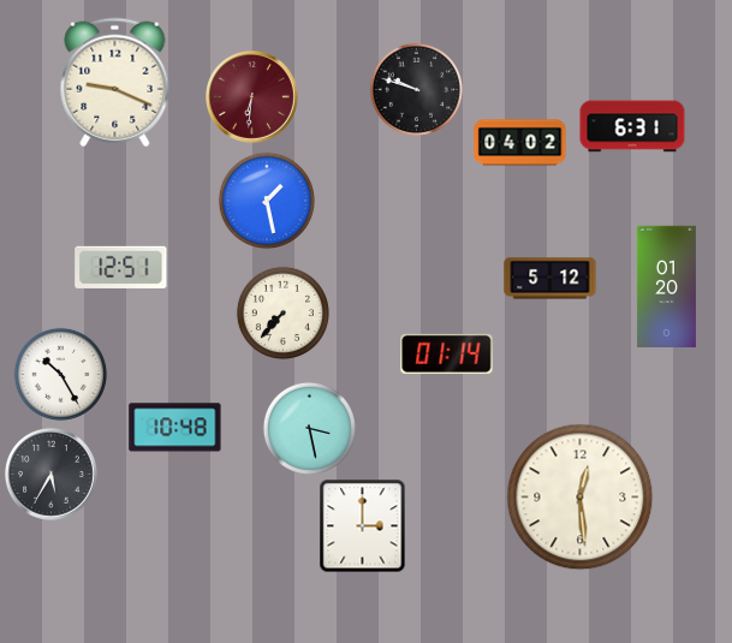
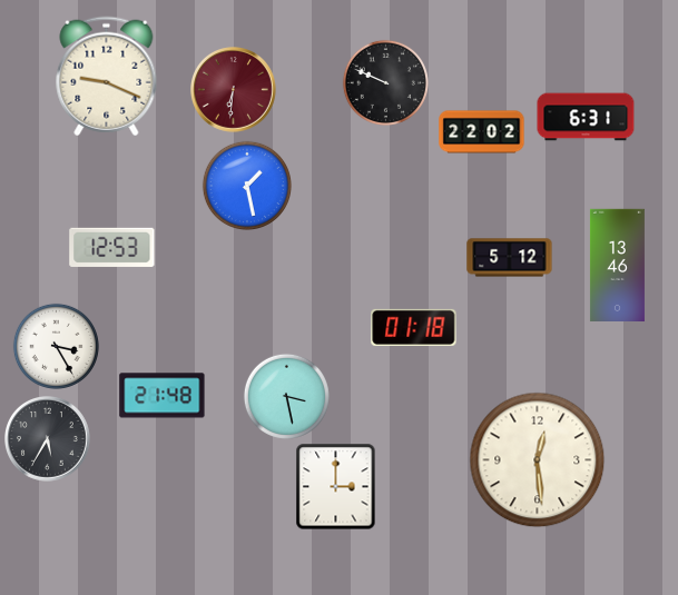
clock at (416, 89): 9:48 -> 9:49
clock at (520, 143): 04:02 -> 22:02
clock at (121, 267): 12:51 -> 12:53
clock at (666, 286): 01:20 -> 13:46
clock at (282, 312): 7:37 -> none
clock at (447, 353): 01:14 -> 01:18
clock at (60, 374): 10:25 -> 3:25
clock at (175, 428): 10:48 -> 21:48
